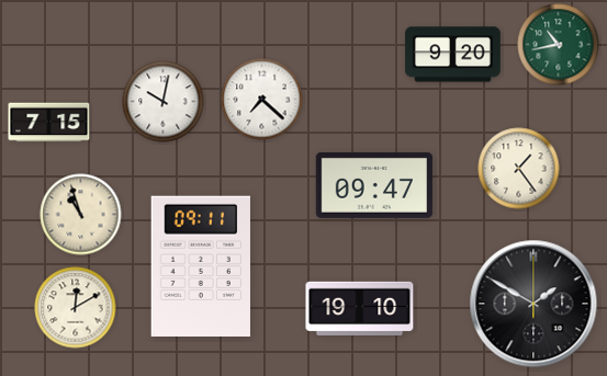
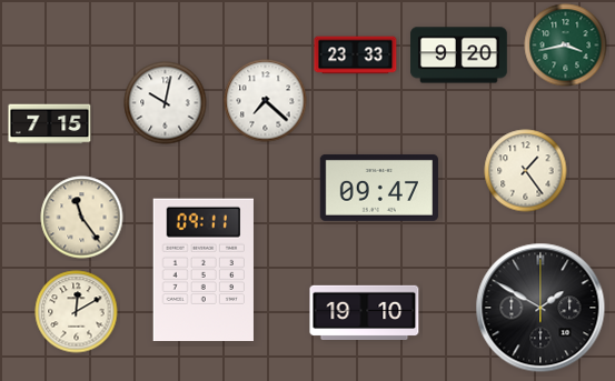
clock at (559, 45): 10:43 -> 3:43
clock at (356, 56): none -> 23:33
clock at (81, 215): 10:57 -> 11:24
